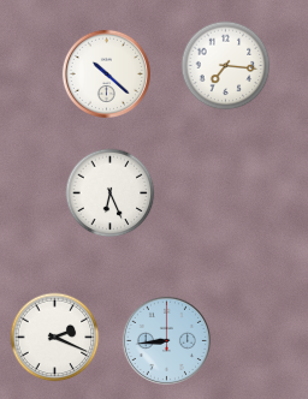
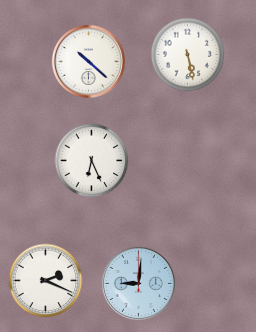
clock at (226, 66): 7:16 -> 5:28
clock at (166, 340): 8:44 -> 9:01
